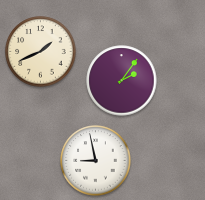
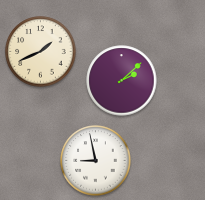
clock at (122, 81): 2:06 -> 2:08
